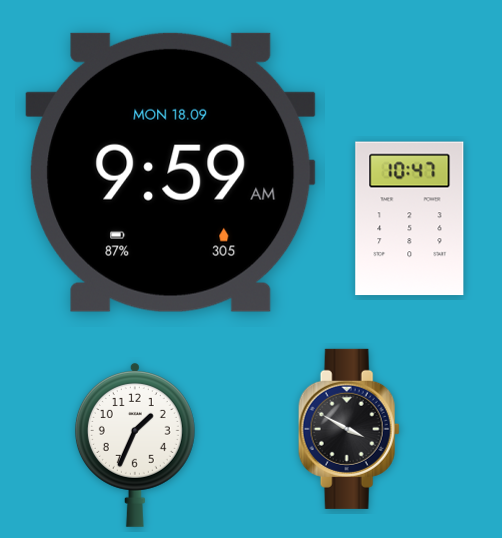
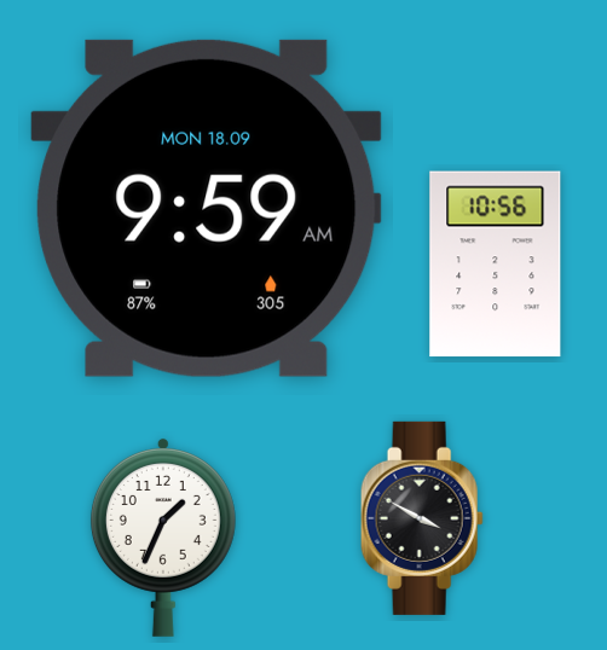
clock at (410, 219): 10:47 -> 10:56
